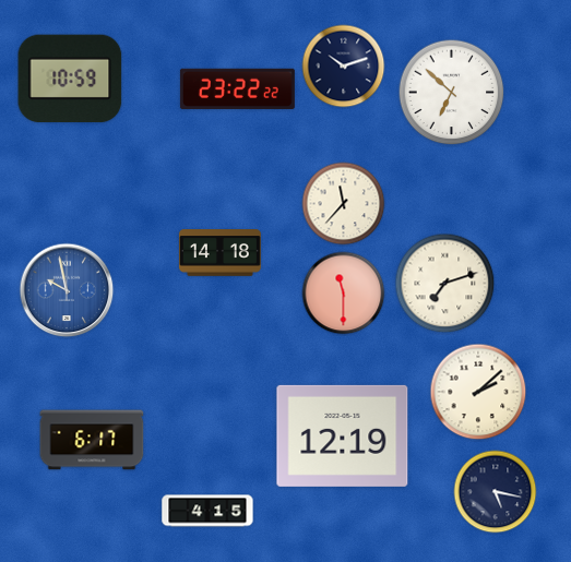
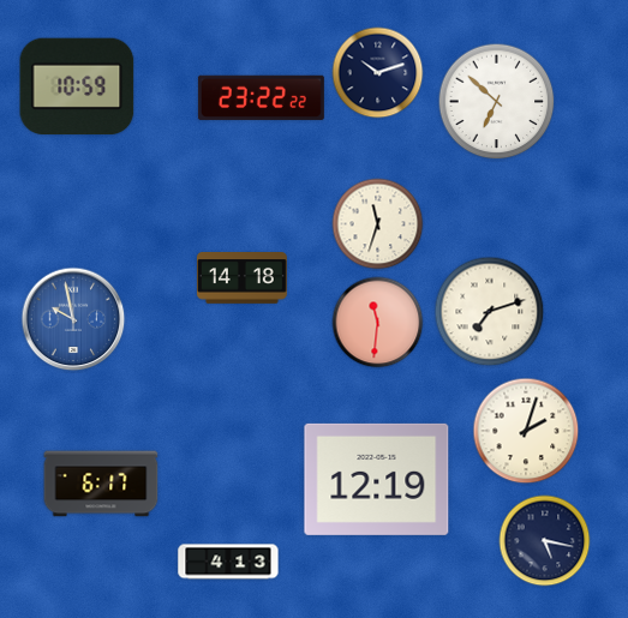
clock at (344, 204): 11:37 -> 11:33
clock at (344, 294): 11:30 -> 11:31
clock at (478, 392): 2:08 -> 2:03
clock at (207, 511): 4:15 -> 4:13
